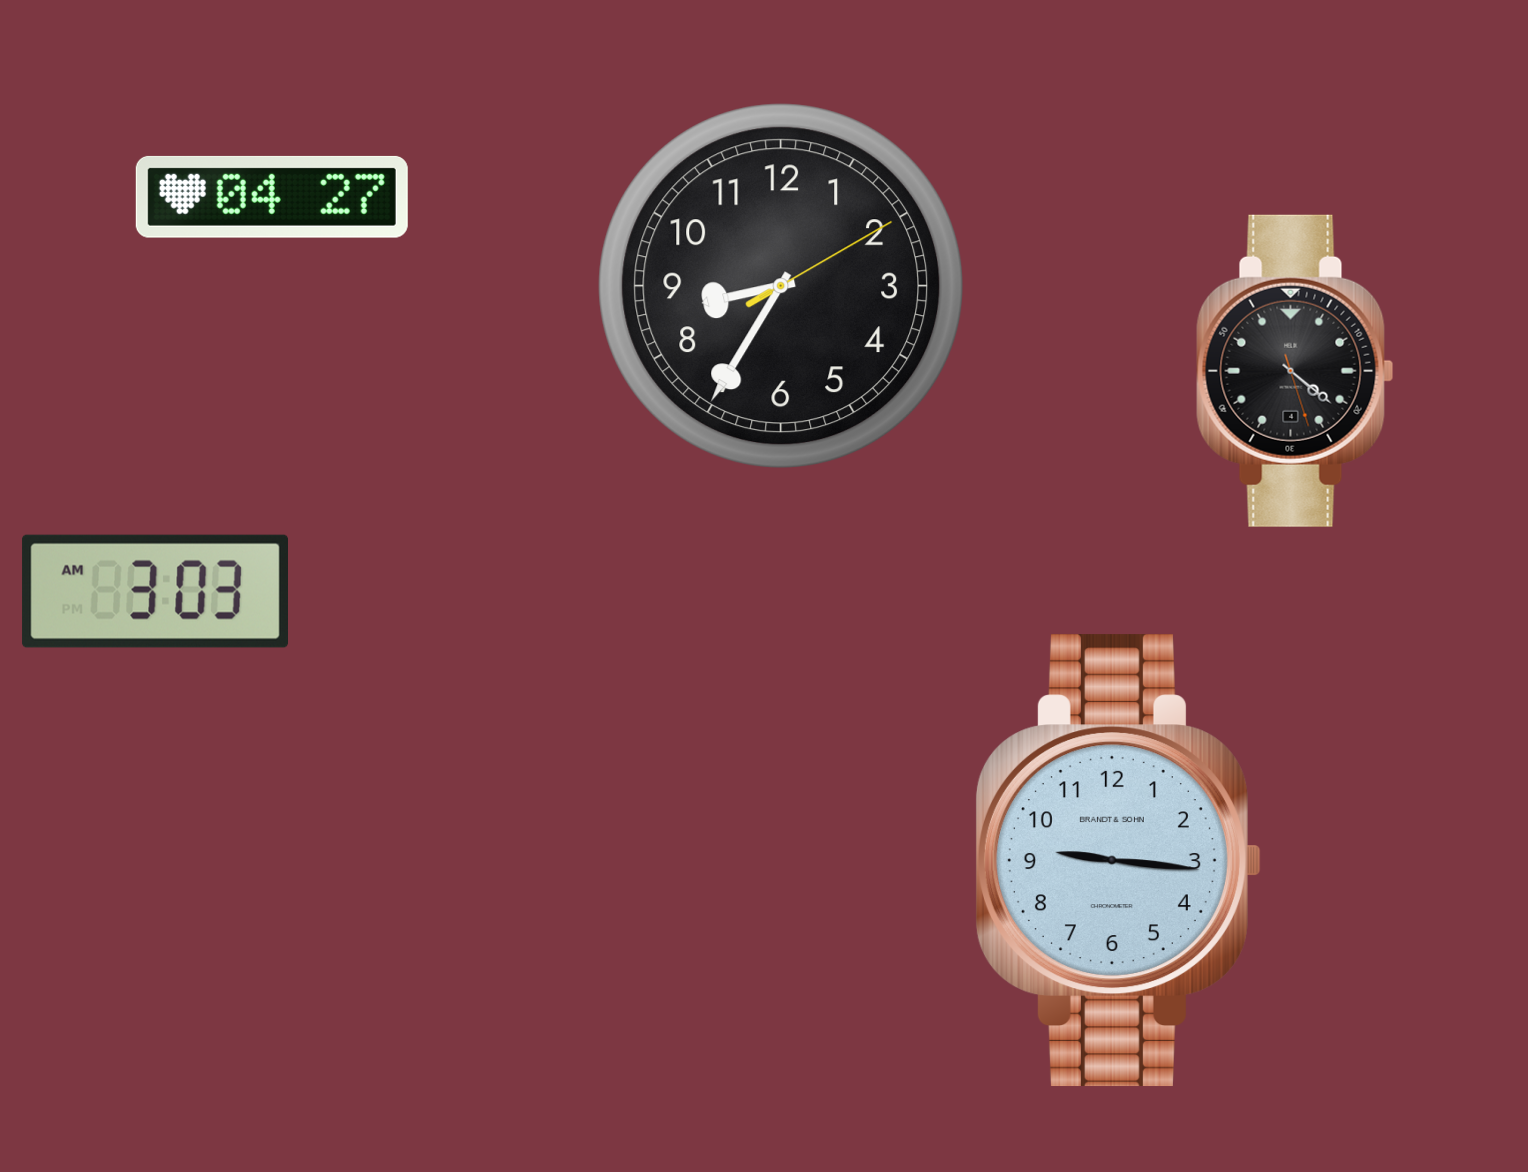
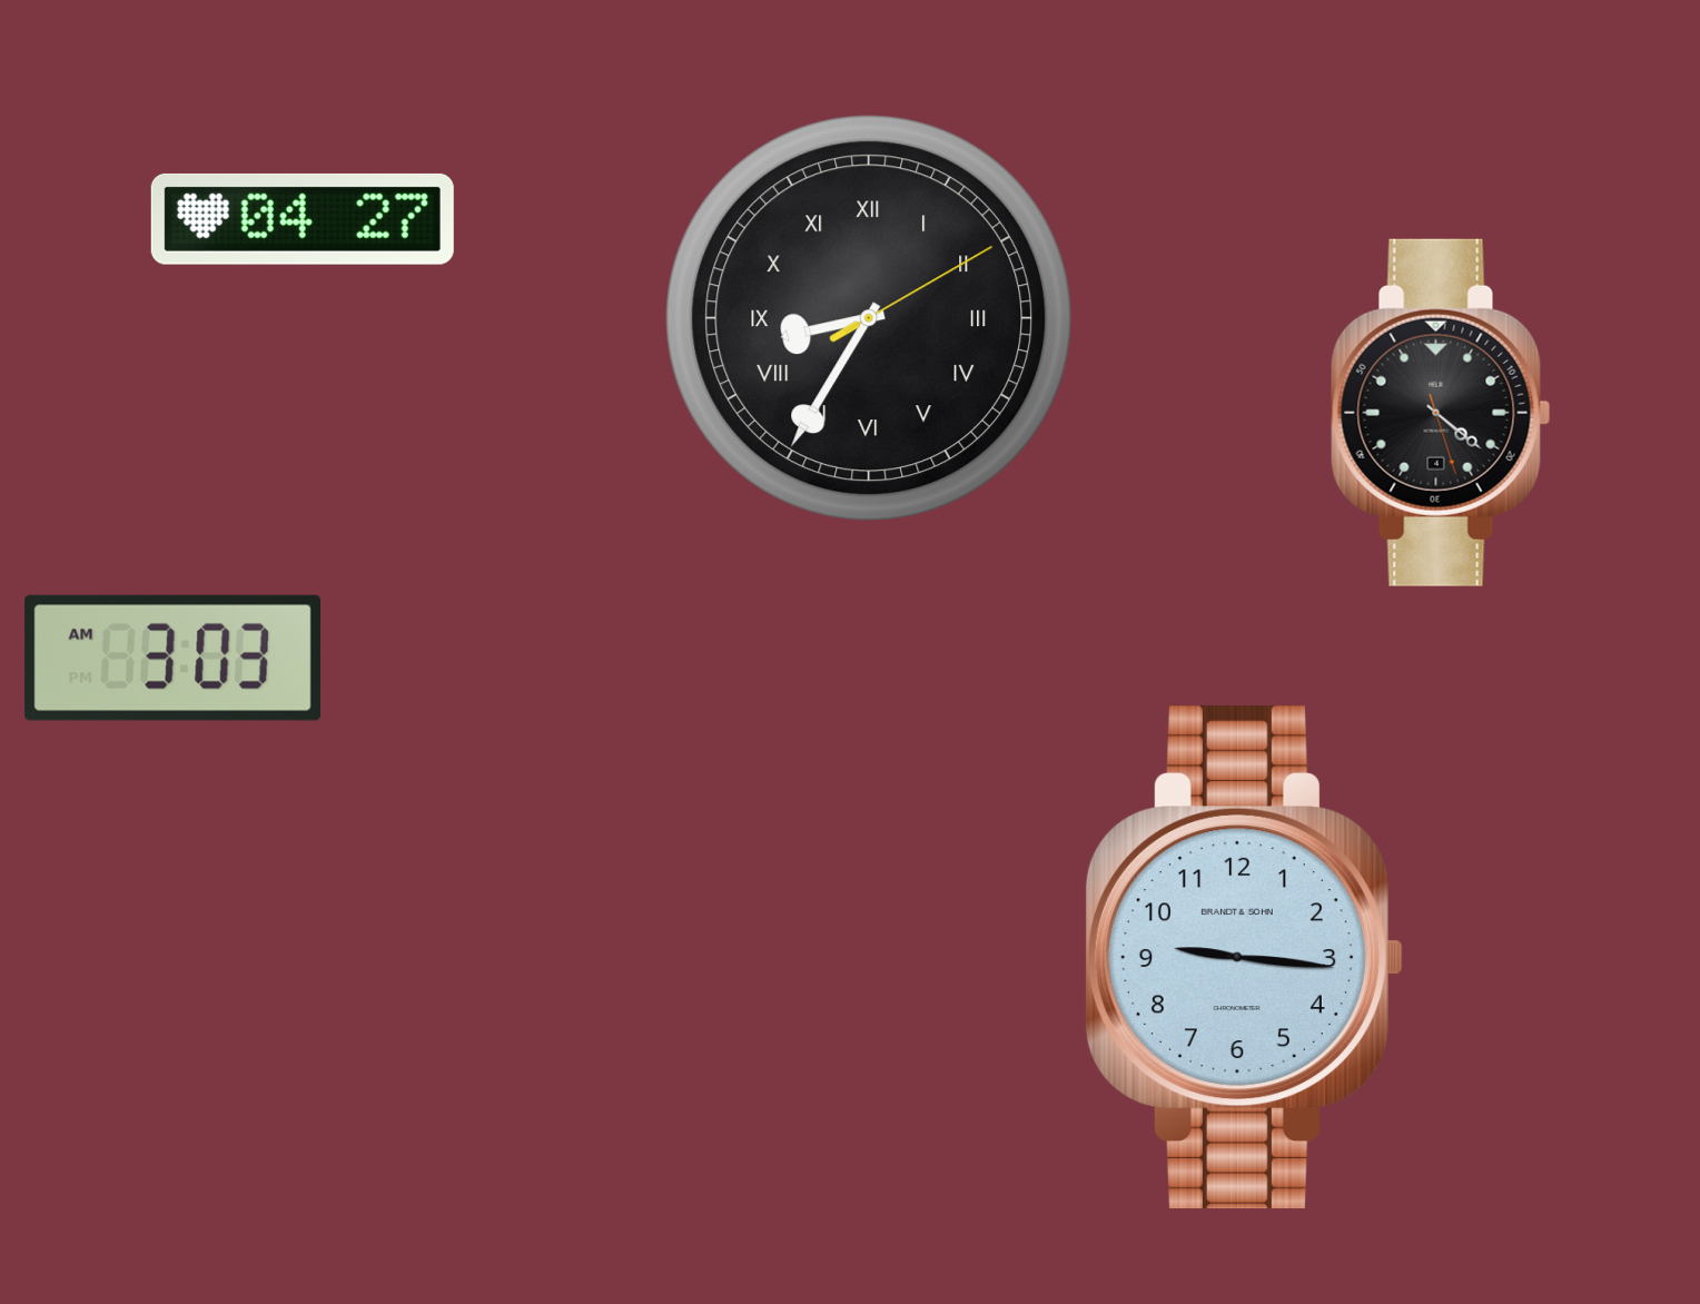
clock at (781, 286) numerals: Arabic -> Roman
